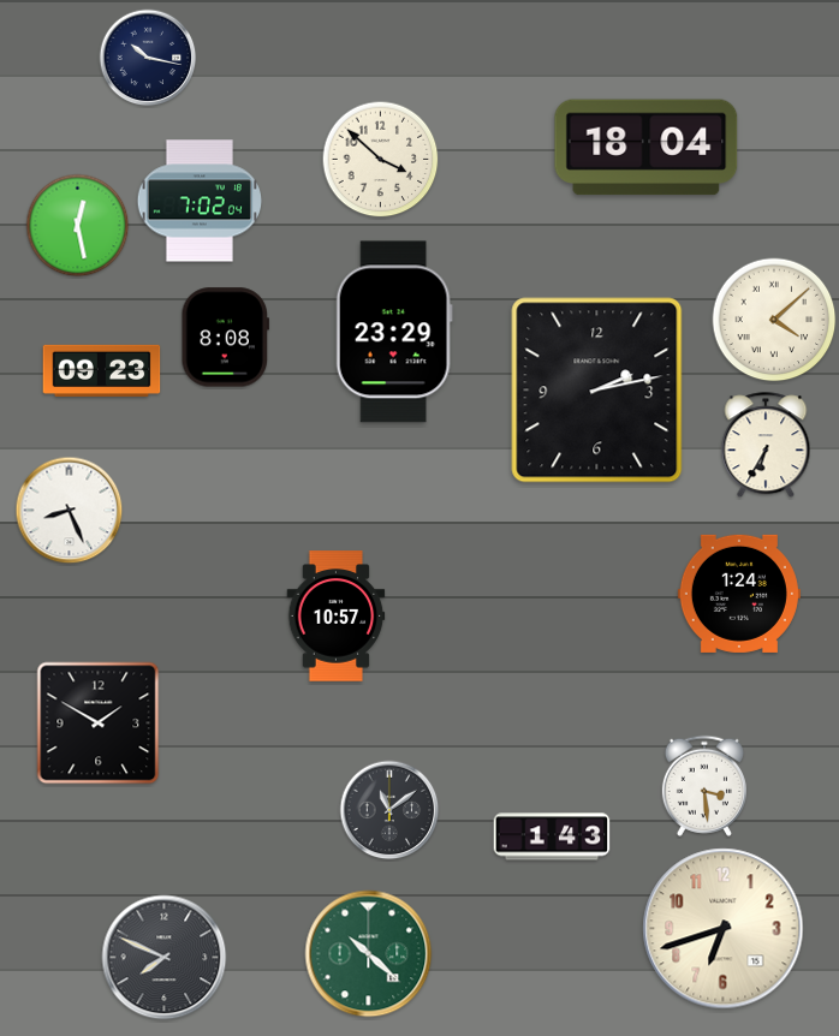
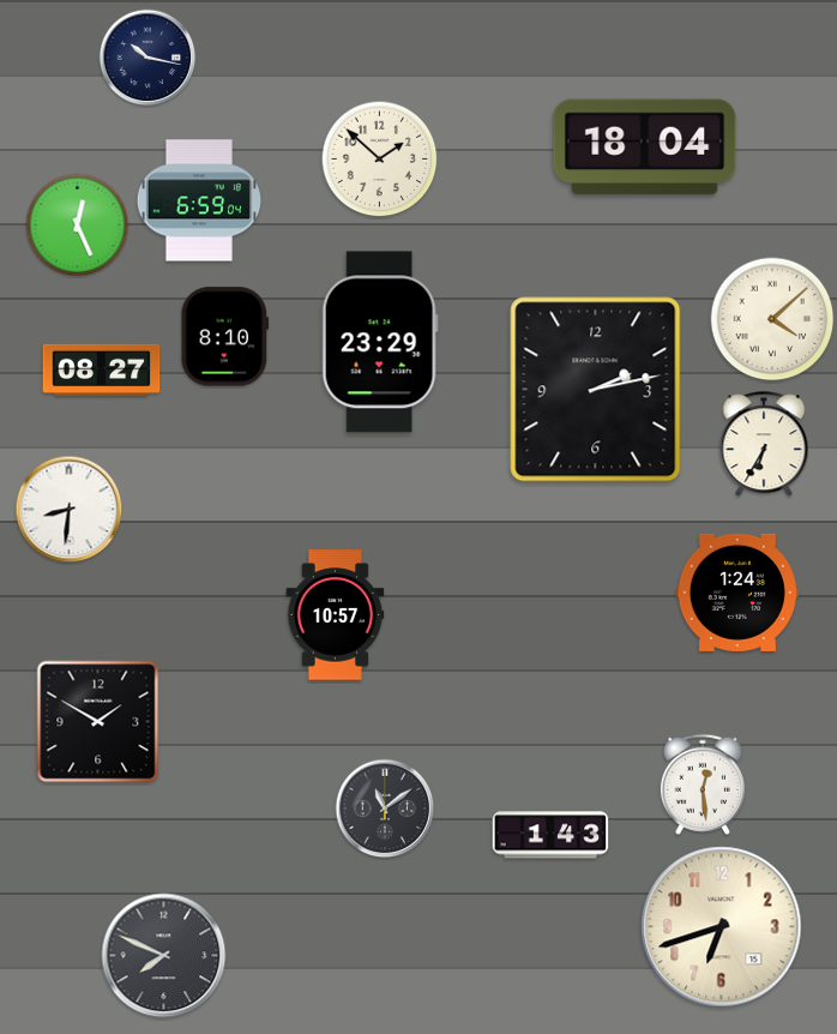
clock at (381, 160): 3:52 -> 1:52
clock at (198, 201): 7:02 -> 6:59
clock at (78, 226): 12:28 -> 12:26
clock at (394, 332) position: (394, 332) -> (380, 342)
clock at (226, 338): 8:08 -> 8:10
clock at (102, 370): 09:23 -> 08:27
clock at (70, 511): 8:26 -> 8:31
clock at (704, 786): 3:29 -> 12:29
clock at (389, 810) position: (389, 810) -> (385, 808)
clock at (369, 954): 10:22 -> none
